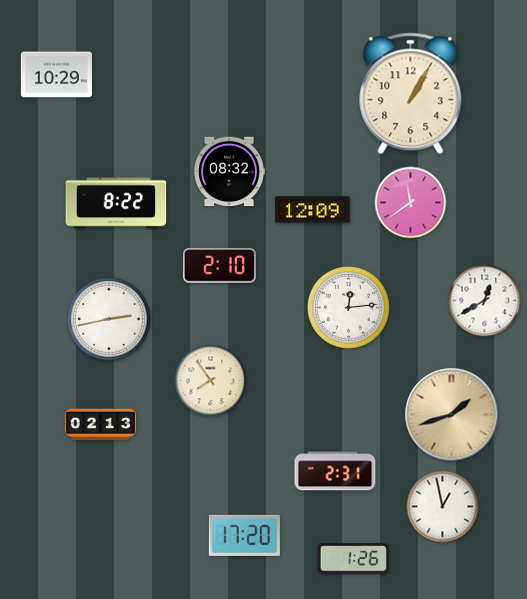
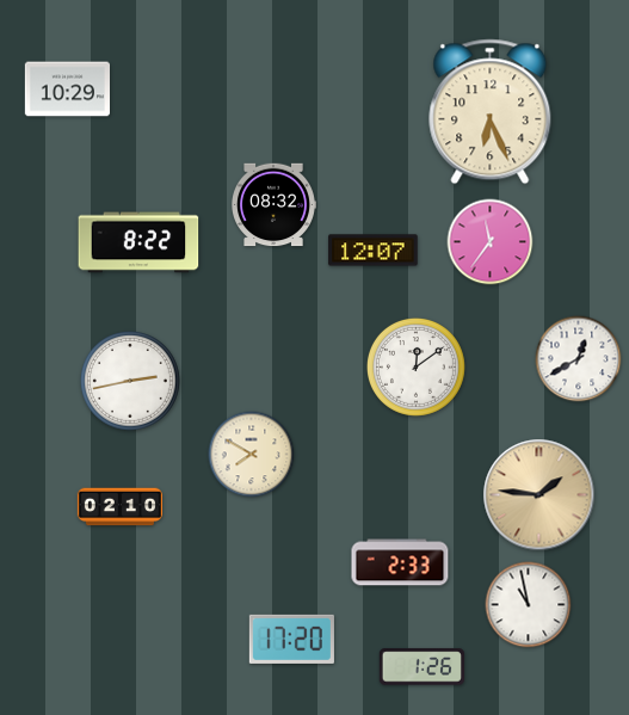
clock at (411, 94): 1:05 -> 6:26
clock at (411, 203): 11:39 -> 11:36
clock at (313, 210): 12:09 -> 12:07
clock at (219, 265): 2:10 -> none
clock at (348, 307): 12:14 -> 12:09
clock at (211, 381): 7:54 -> 7:50
clock at (452, 415): 1:42 -> 1:46
clock at (100, 425): 02:13 -> 02:10
clock at (335, 471): 2:31 -> 2:33
clock at (443, 507): 12:58 -> 10:58
